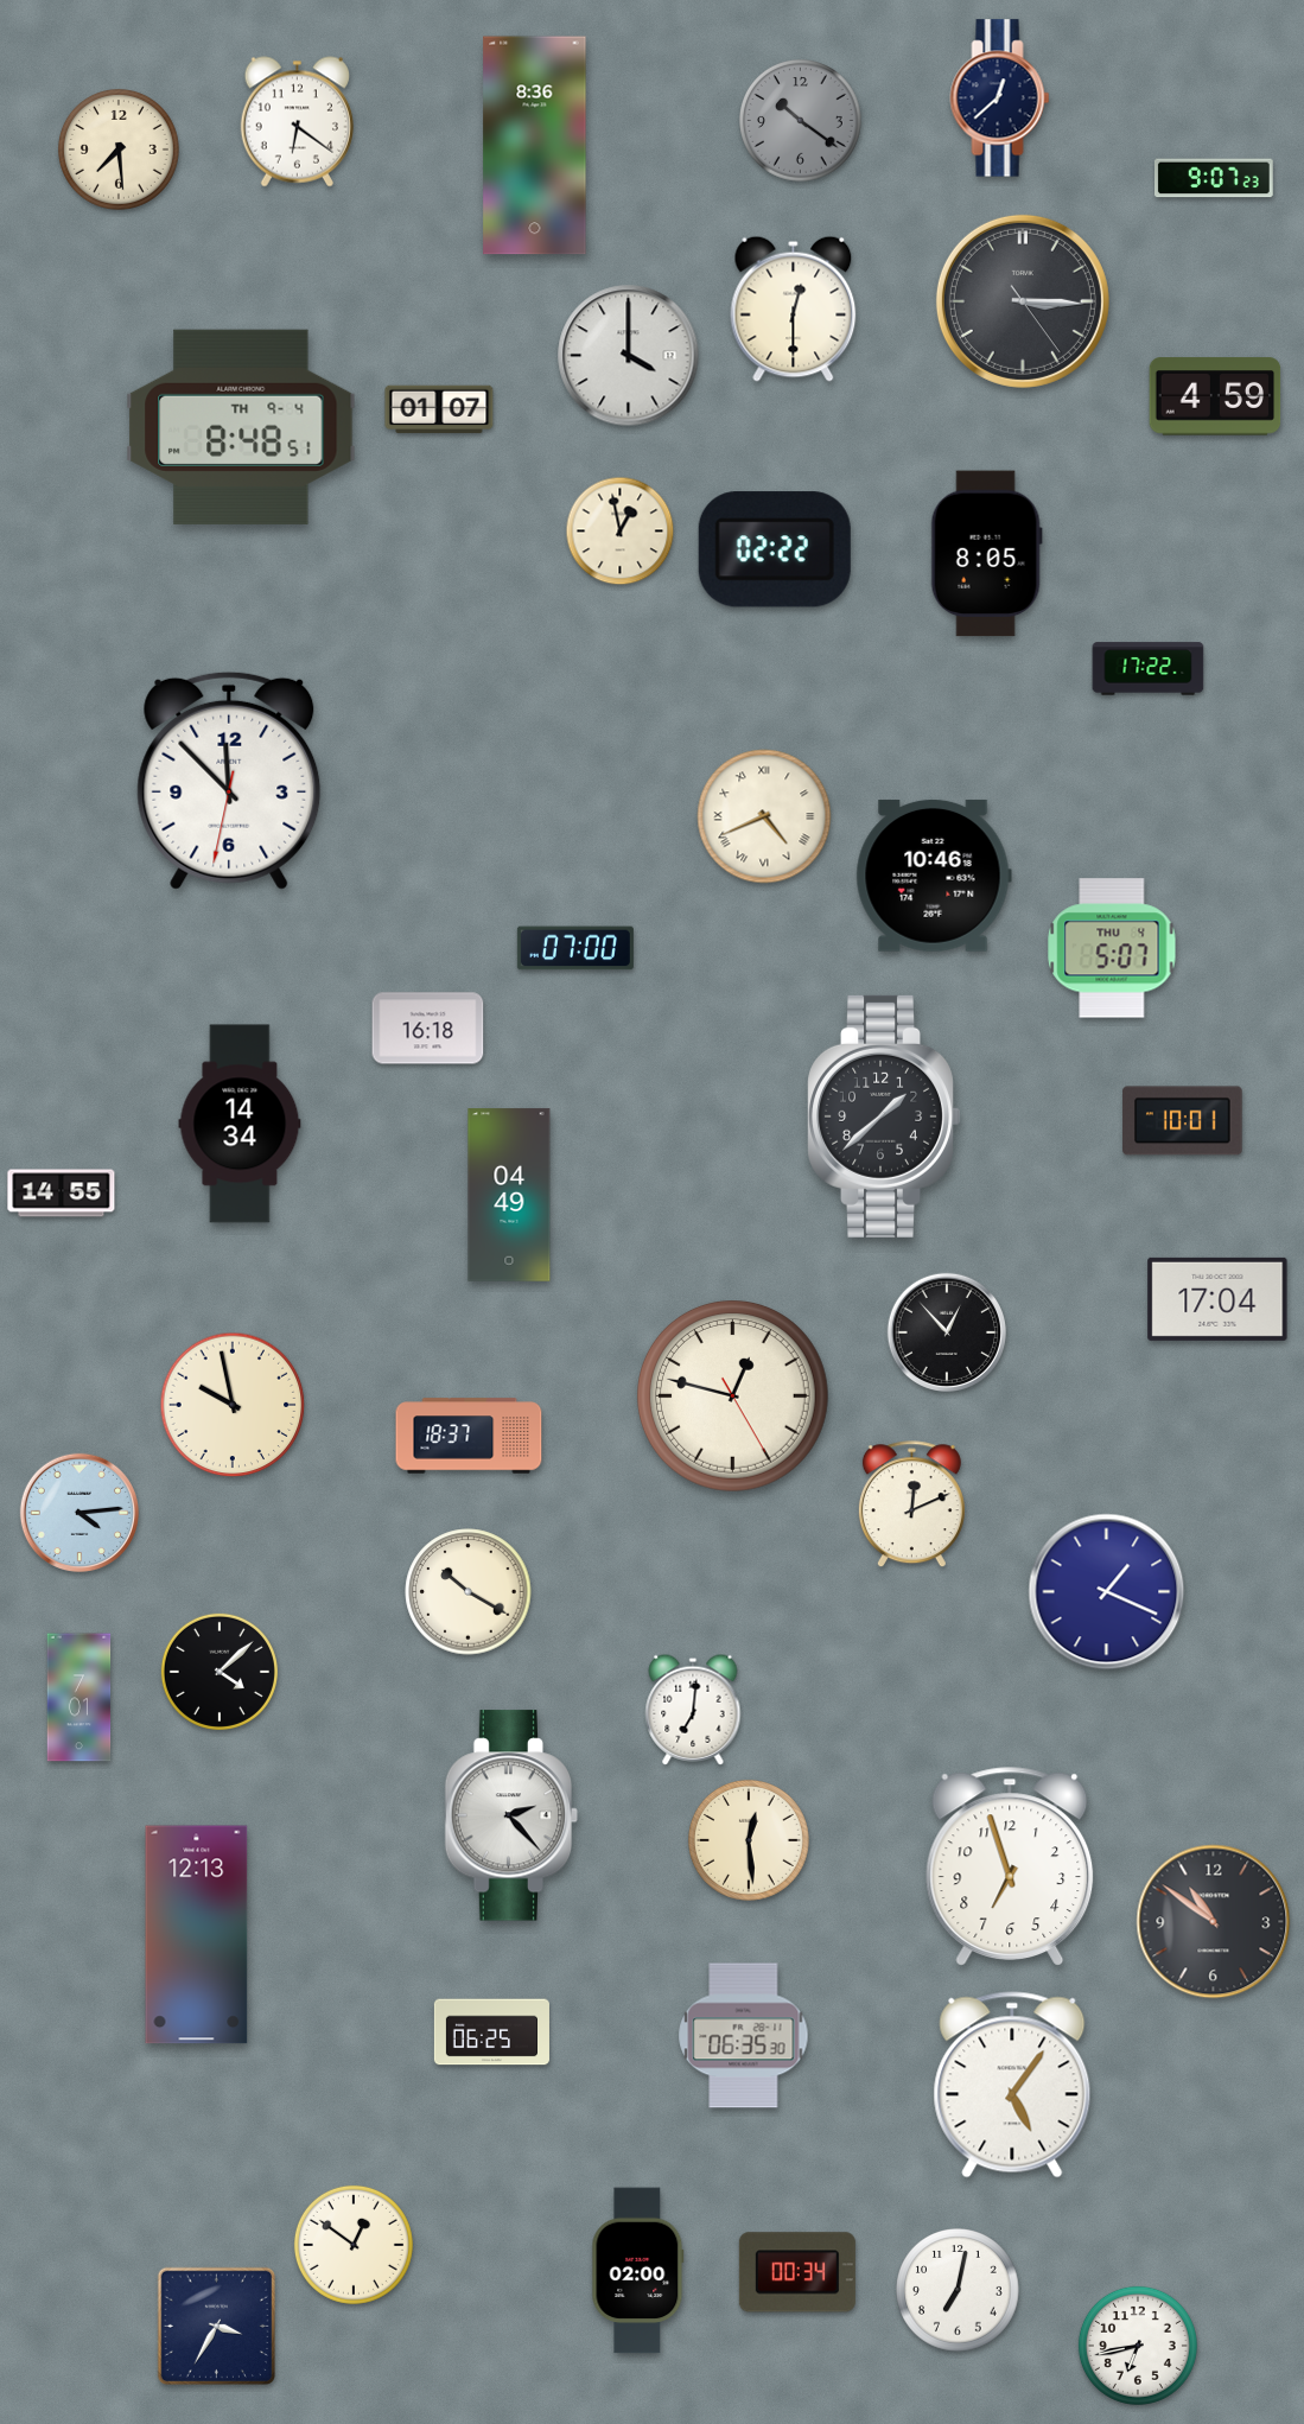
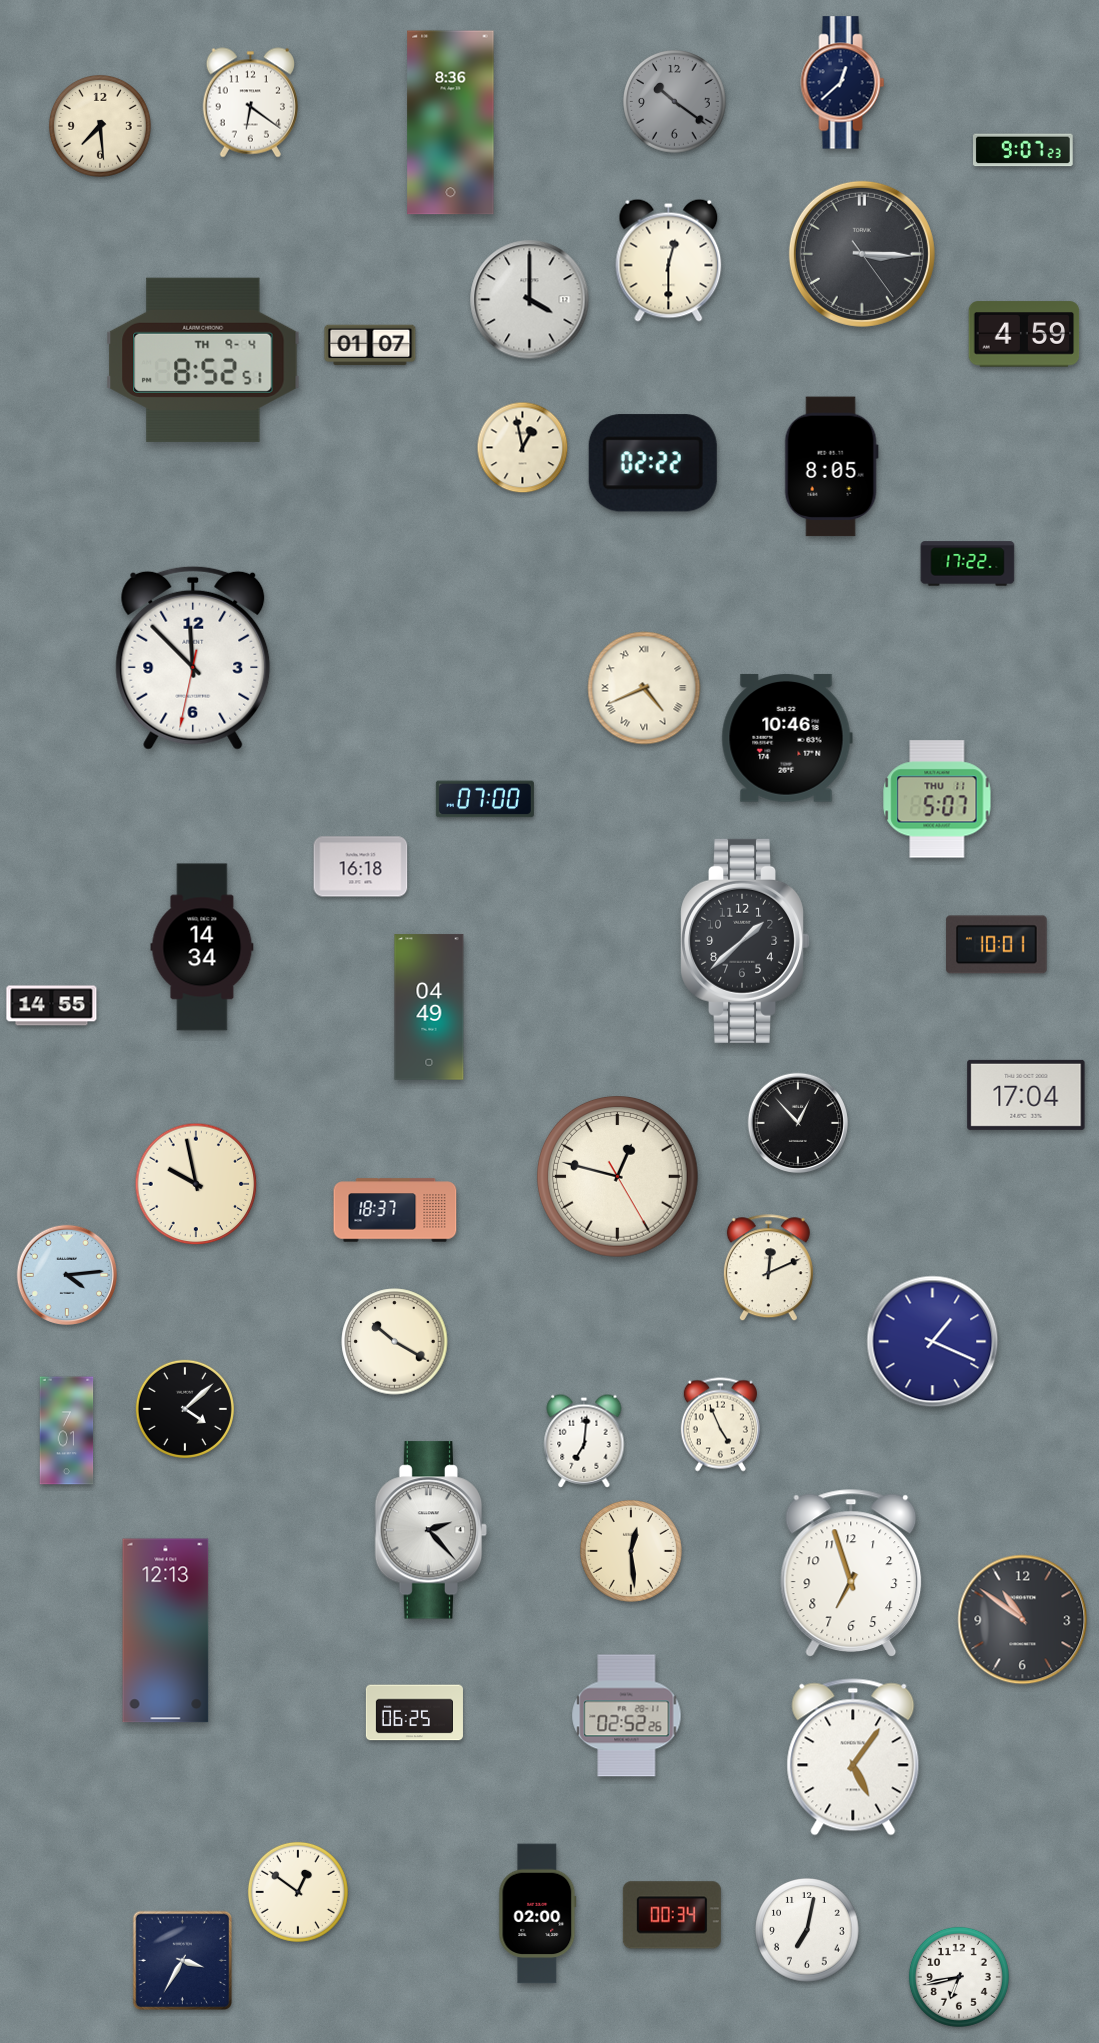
clock at (241, 427): 8:48 -> 8:52
clock at (1112, 948) date: THU 4 -> THU 11
clock at (720, 1425): none -> 4:56
clock at (744, 2036): 06:35 -> 02:52
